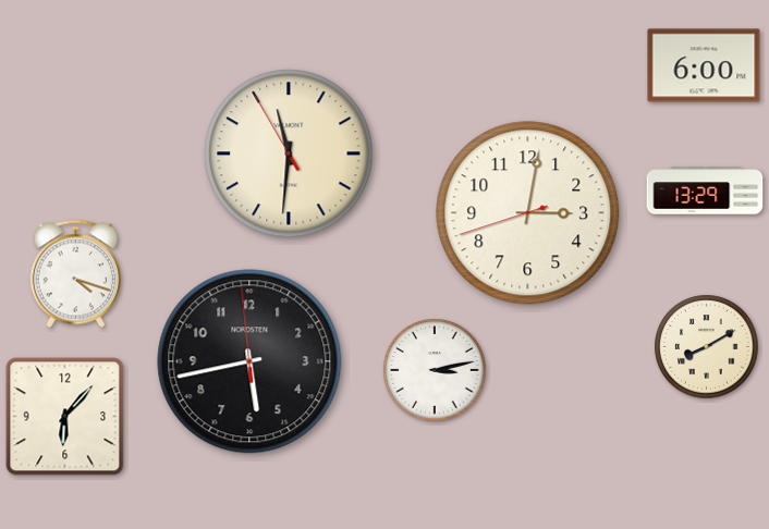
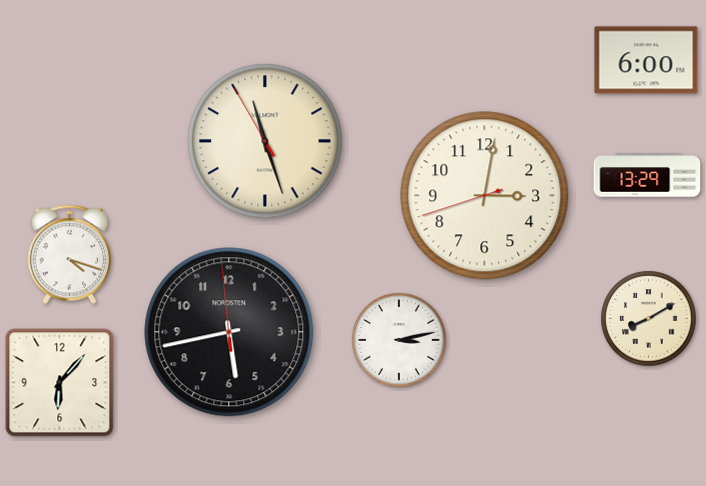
clock at (289, 153): 11:30 -> 11:26
clock at (75, 274) position: (75, 274) -> (69, 255)
